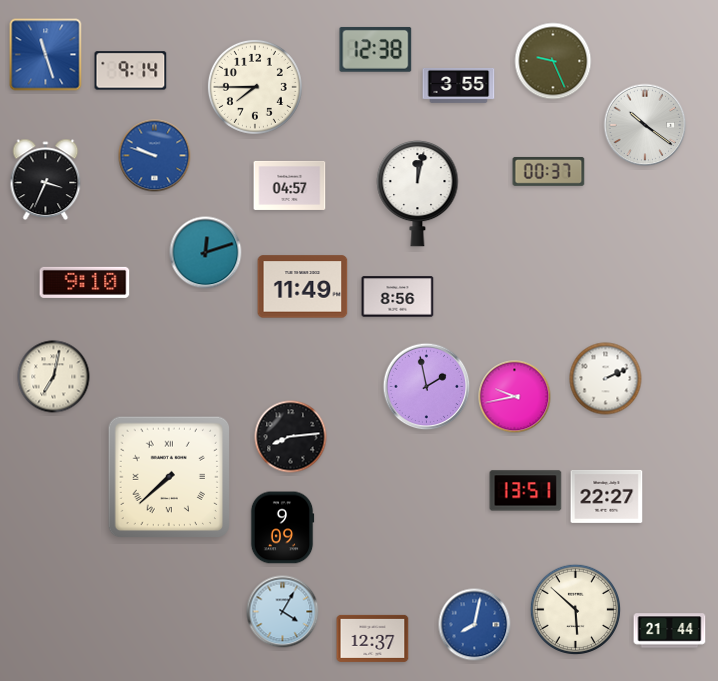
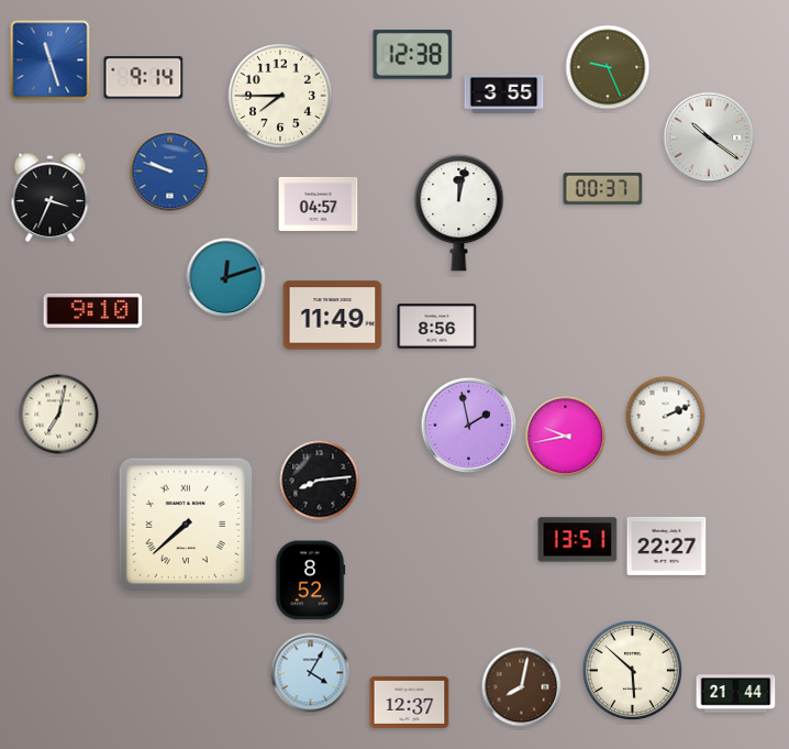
clock at (282, 528): 9:09 -> 8:52
clock at (475, 625) dial: blue -> brown
